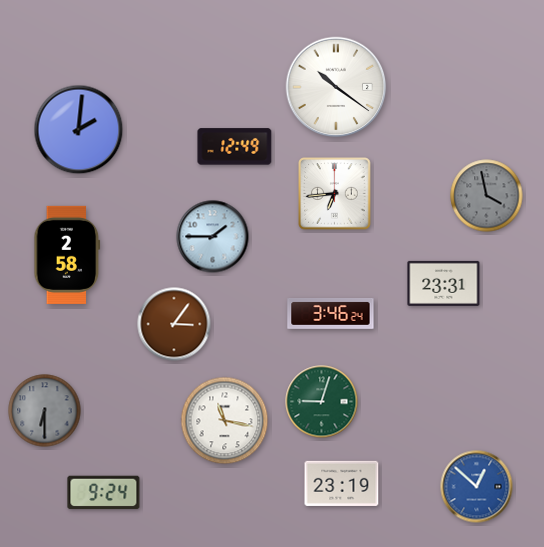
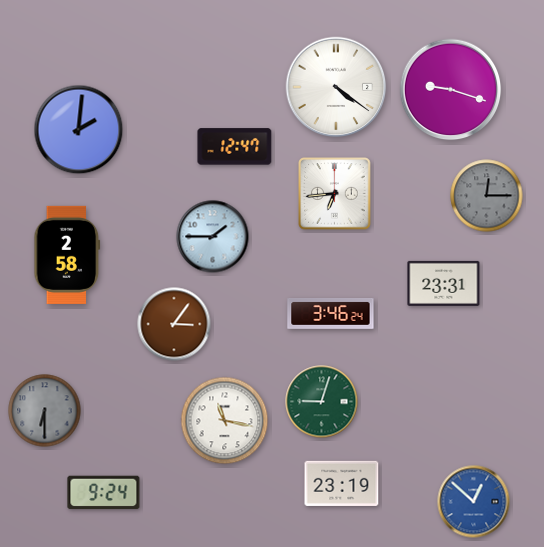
clock at (336, 87): 10:21 -> 4:21
clock at (451, 90): none -> 9:18
clock at (235, 147): 12:49 -> 12:47
clock at (487, 196): 3:58 -> 12:15
clock at (477, 487) position: (477, 487) -> (474, 502)
